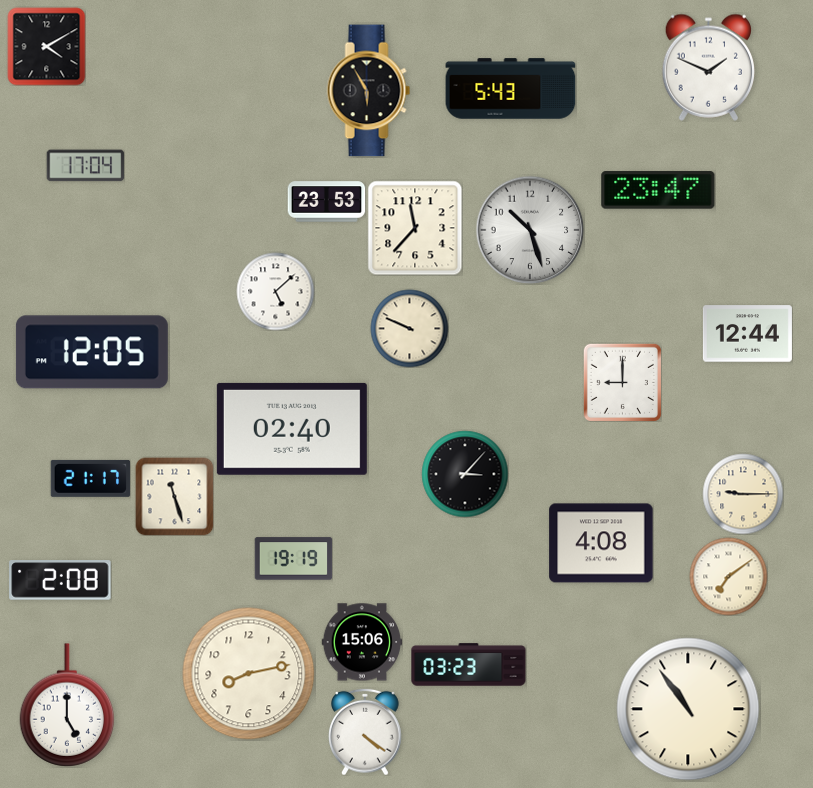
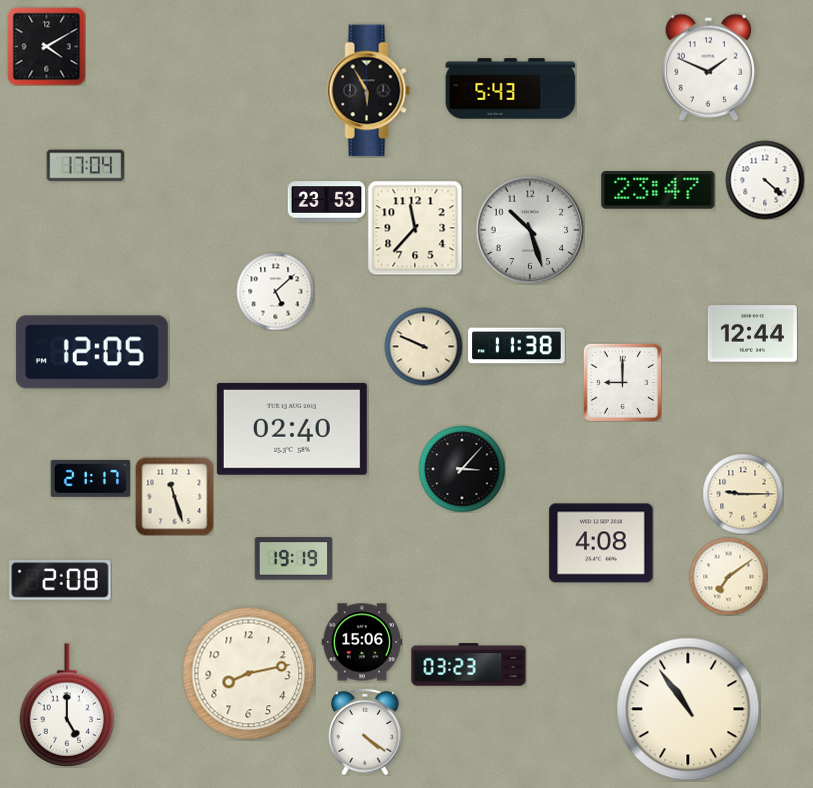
clock at (765, 180): none -> 4:22
clock at (409, 328) position: (409, 328) -> (423, 346)
clock at (747, 334) position: (747, 334) -> (752, 334)
clock at (517, 346): none -> 11:38
clock at (465, 474) position: (465, 474) -> (462, 469)
